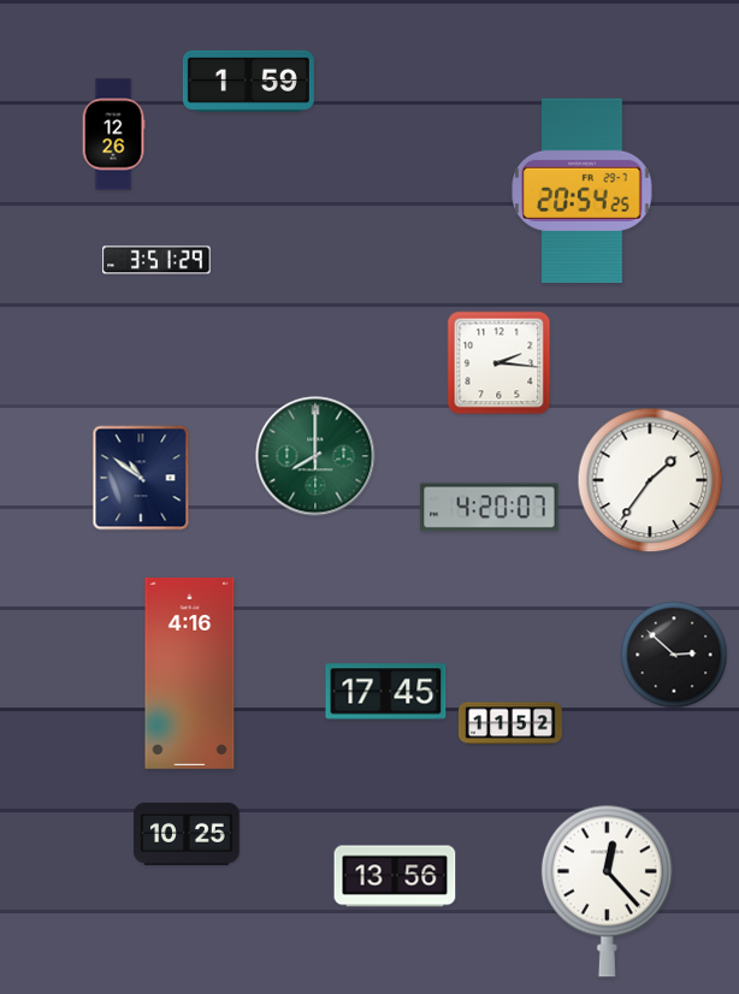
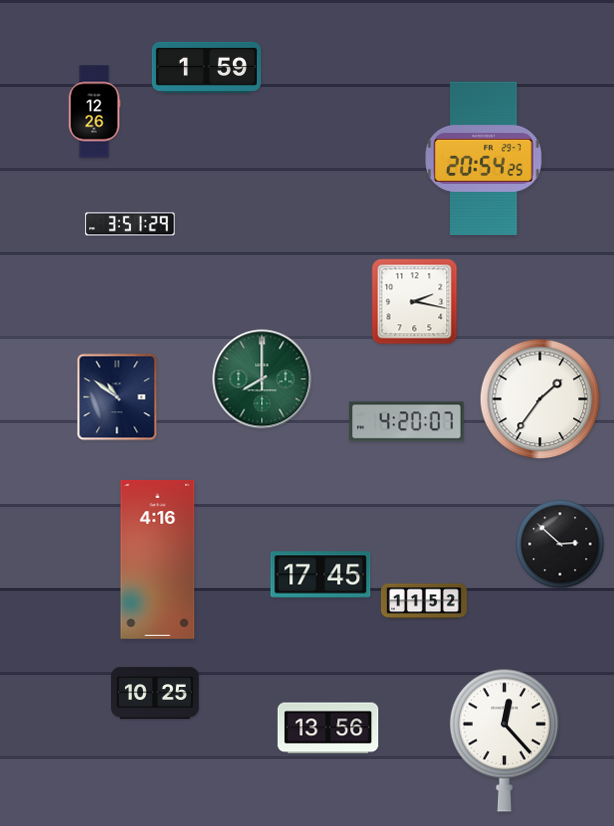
clock at (156, 260) position: (156, 260) -> (130, 224)
clock at (499, 363): 2:16 -> 2:17
